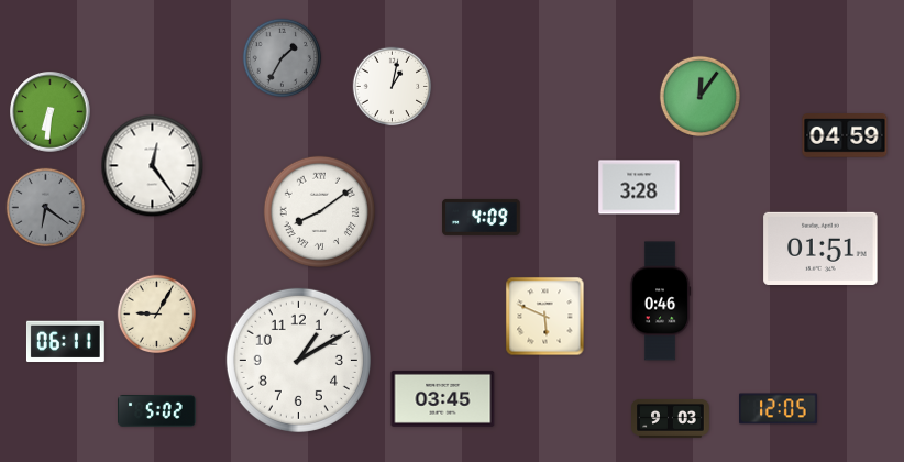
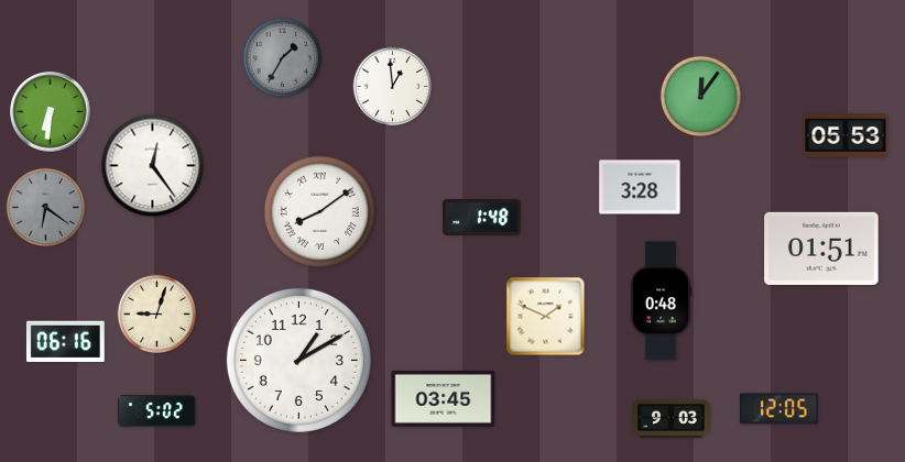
clock at (393, 87): 1:02 -> 12:59
clock at (845, 135): 04:59 -> 05:53
clock at (482, 217): 4:09 -> 1:48
clock at (660, 301): 0:46 -> 0:48
clock at (157, 315): 9:05 -> 9:03
clock at (545, 317): 5:49 -> 1:49
clock at (65, 342): 06:11 -> 06:16
